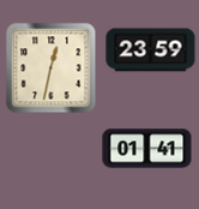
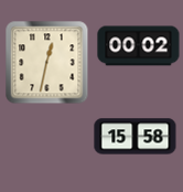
clock at (151, 50): 23:59 -> 00:02
clock at (147, 149): 01:41 -> 15:58
